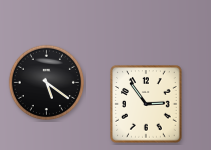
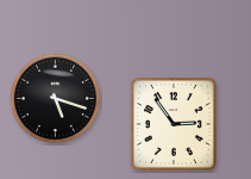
clock at (47, 83): 5:21 -> 5:18
